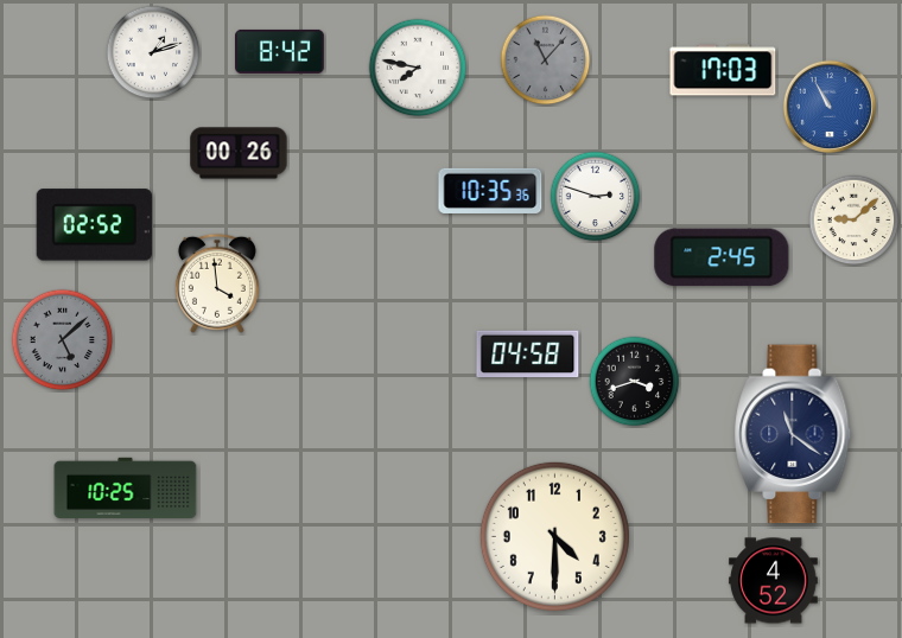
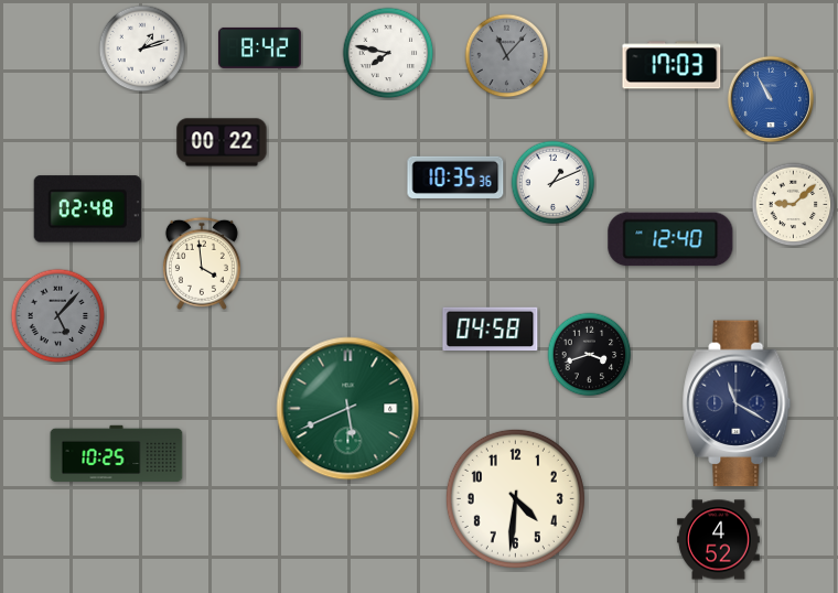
clock at (418, 68) position: (418, 68) -> (388, 53)
clock at (239, 153): 00:26 -> 00:22
clock at (596, 197): 2:48 -> 1:11
clock at (94, 225): 02:52 -> 02:48
clock at (722, 257): 2:45 -> 12:40
clock at (63, 340): 5:08 -> 5:07
clock at (793, 434): 11:21 -> 11:20
clock at (348, 409): none -> 5:41
clock at (554, 536): 4:30 -> 4:31
